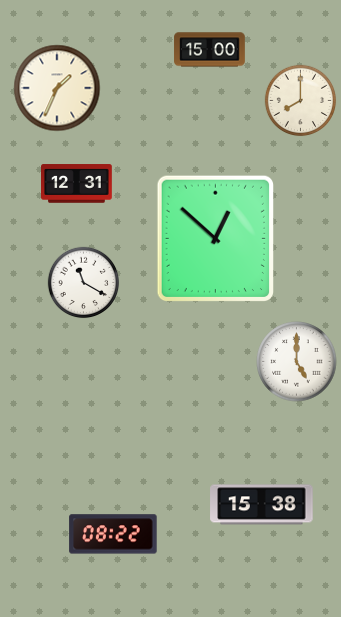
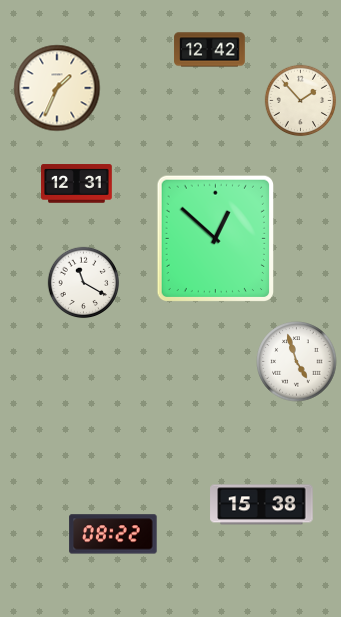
clock at (210, 50): 15:00 -> 12:42
clock at (301, 101): 8:00 -> 1:53
clock at (297, 362): 5:00 -> 4:57
